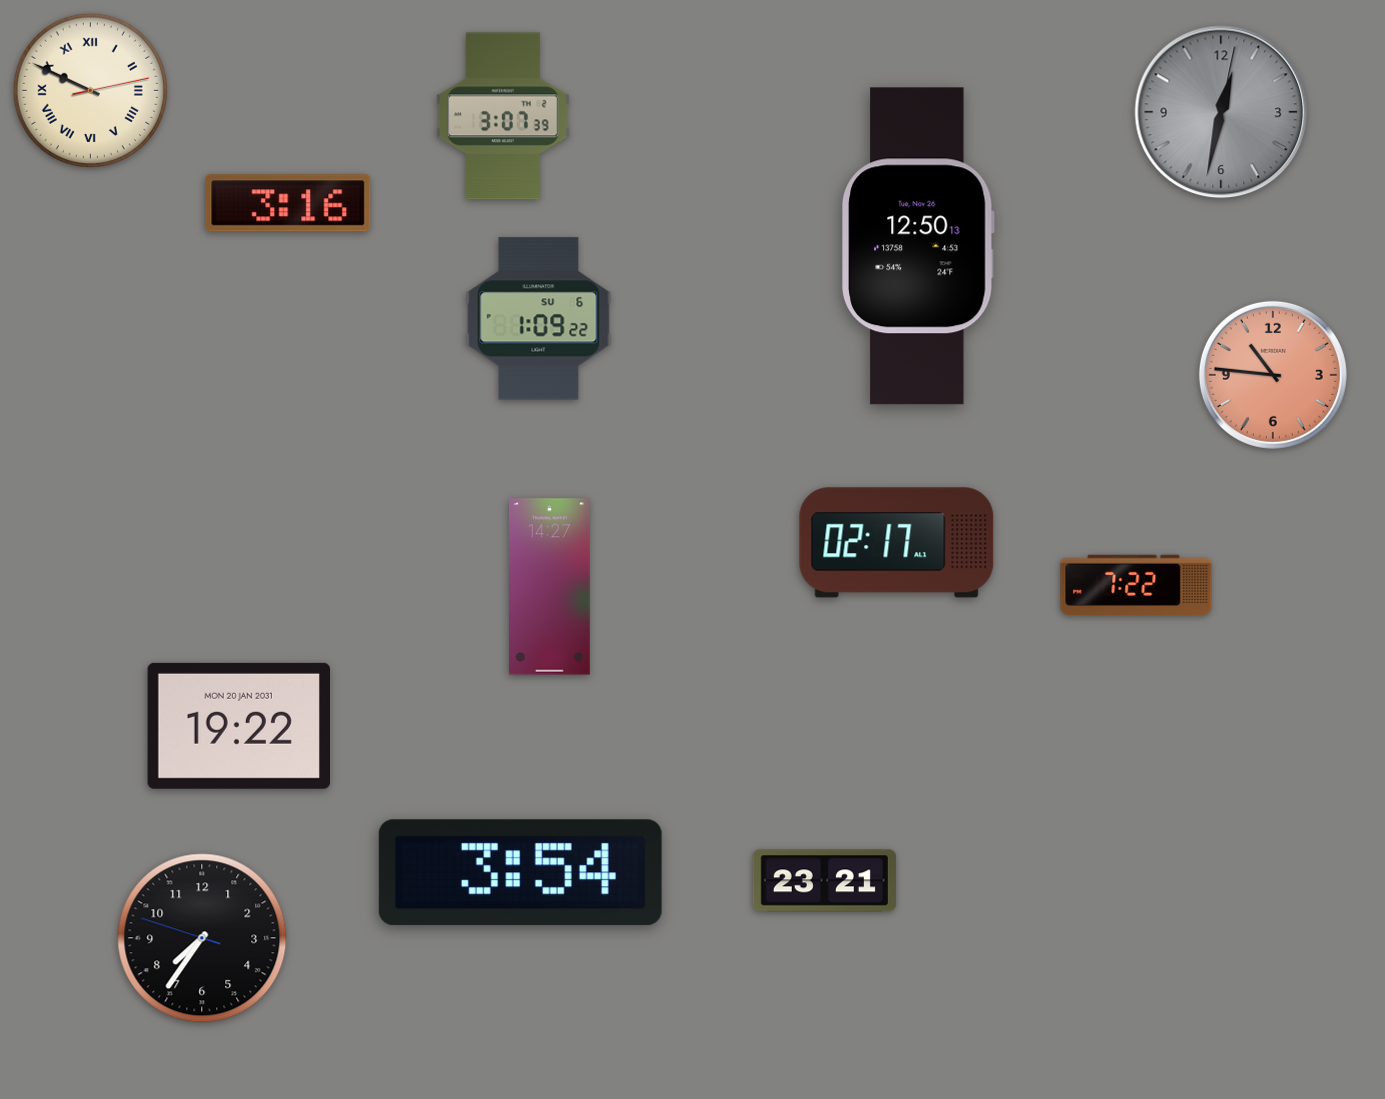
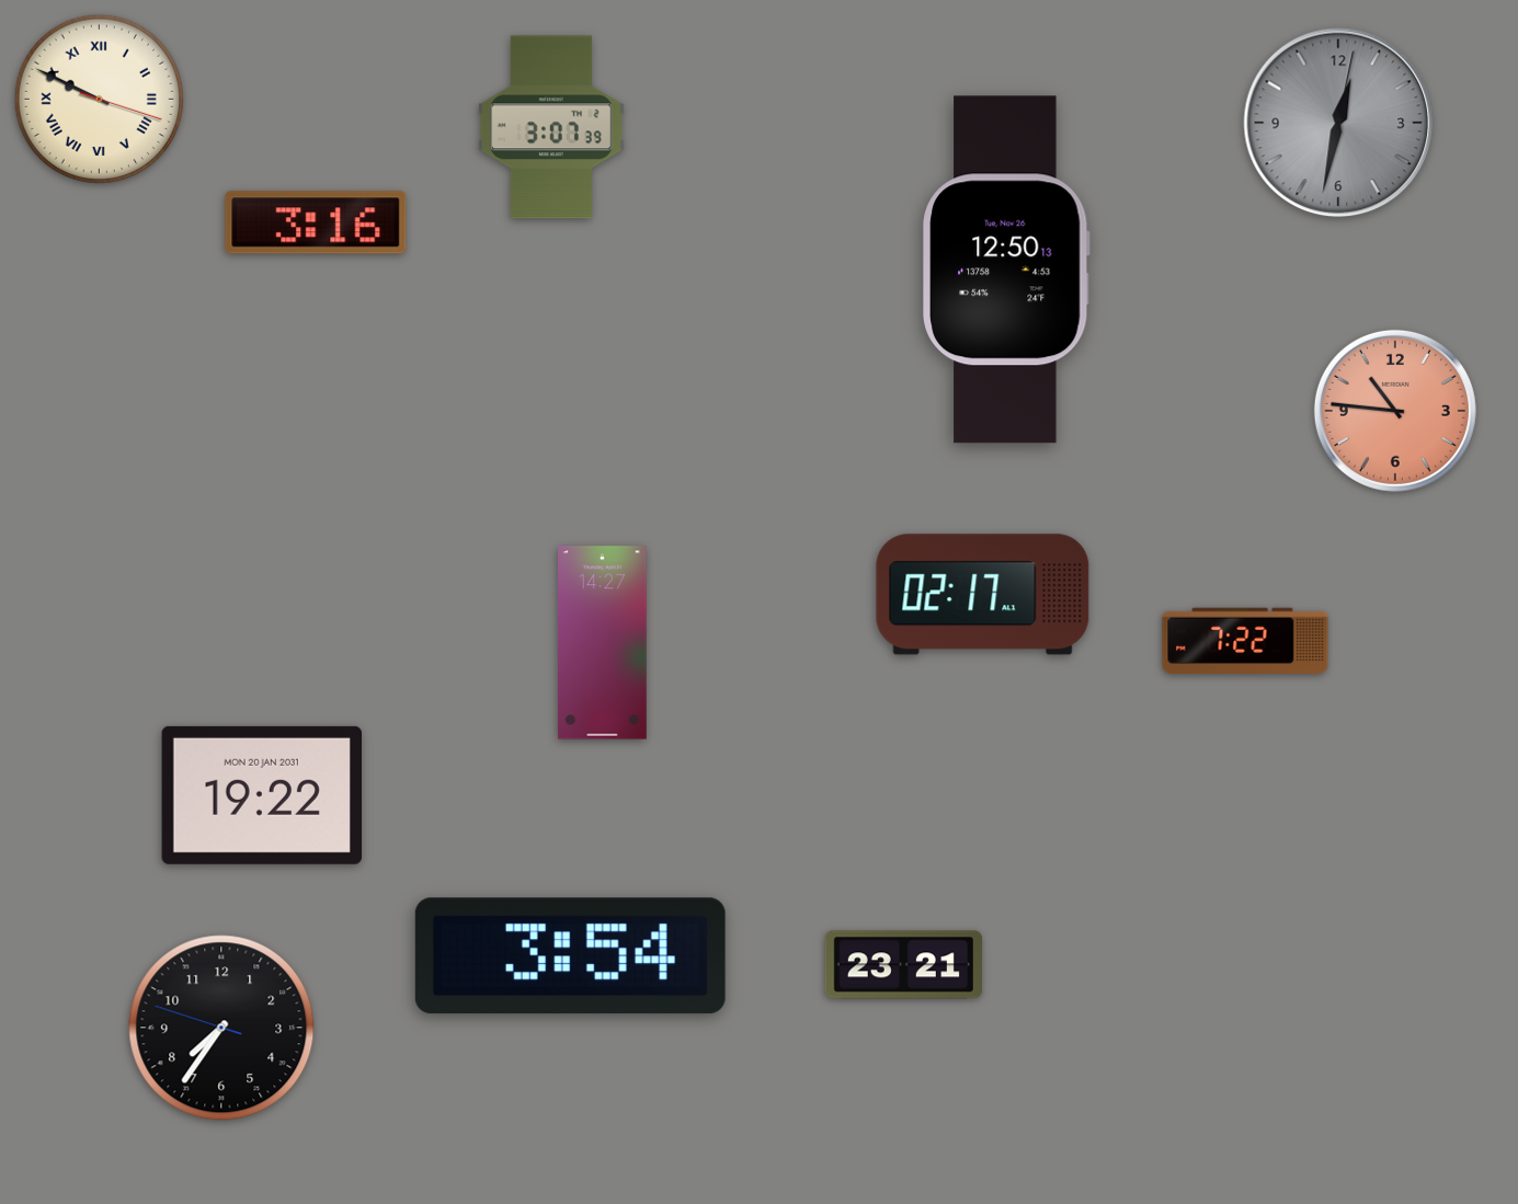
clock at (90, 90): 9:49:13 -> 9:49:18
clock at (539, 319): 1:09 -> none
